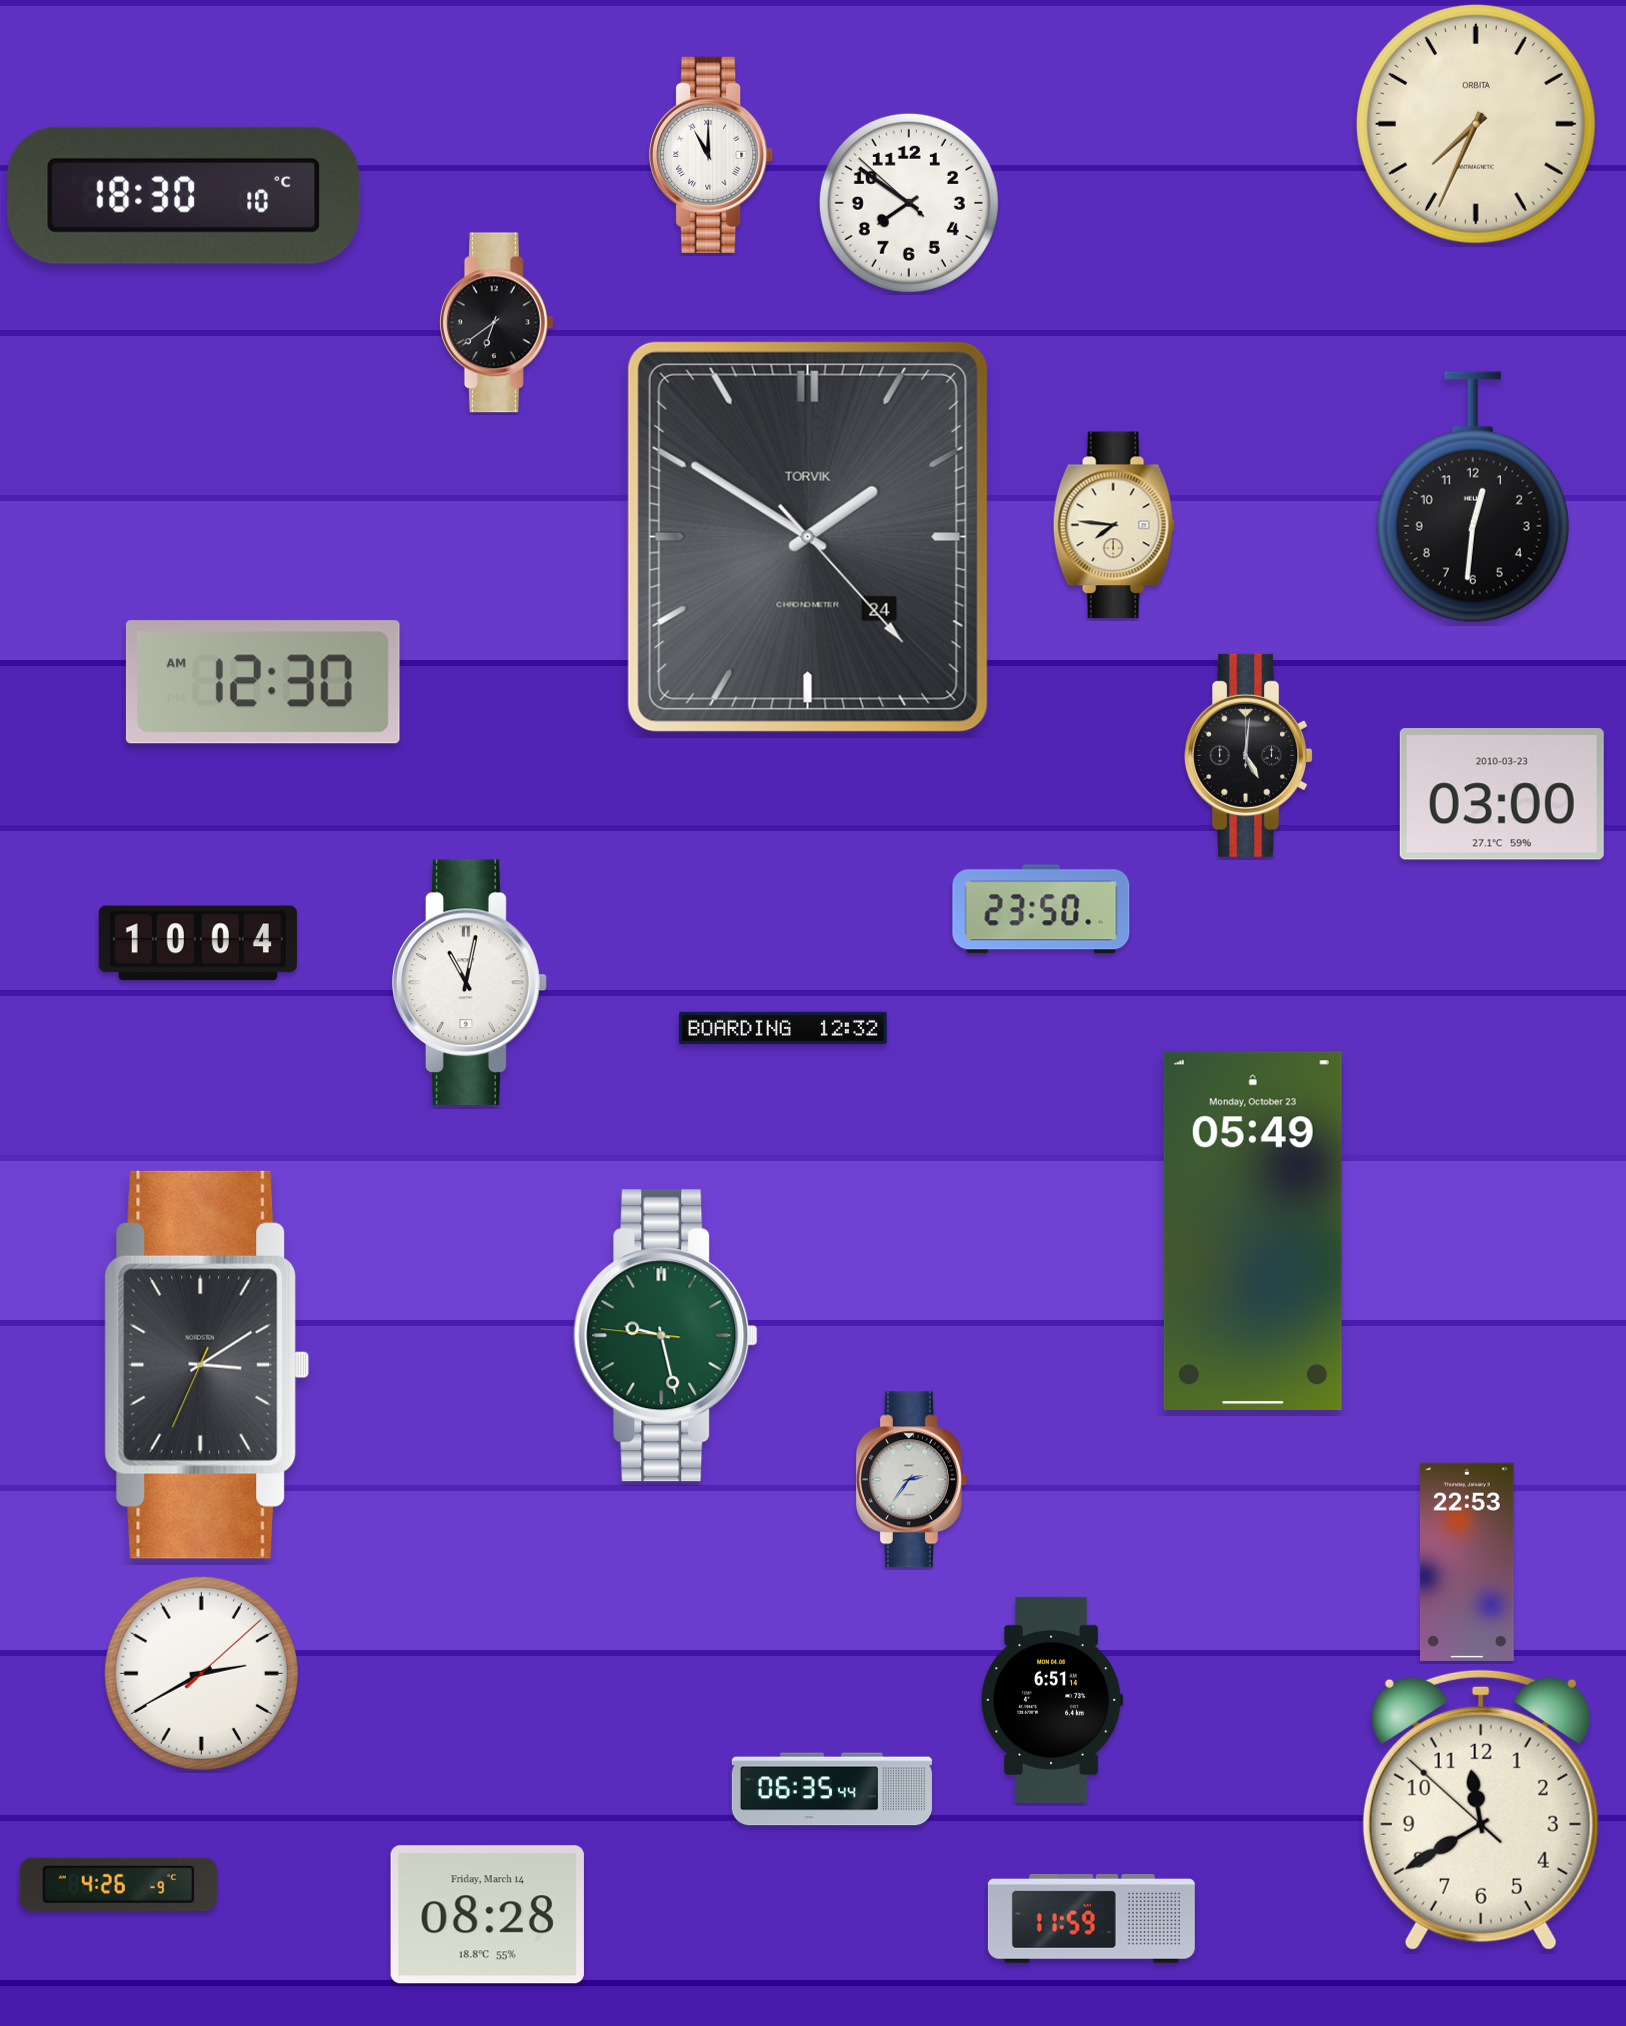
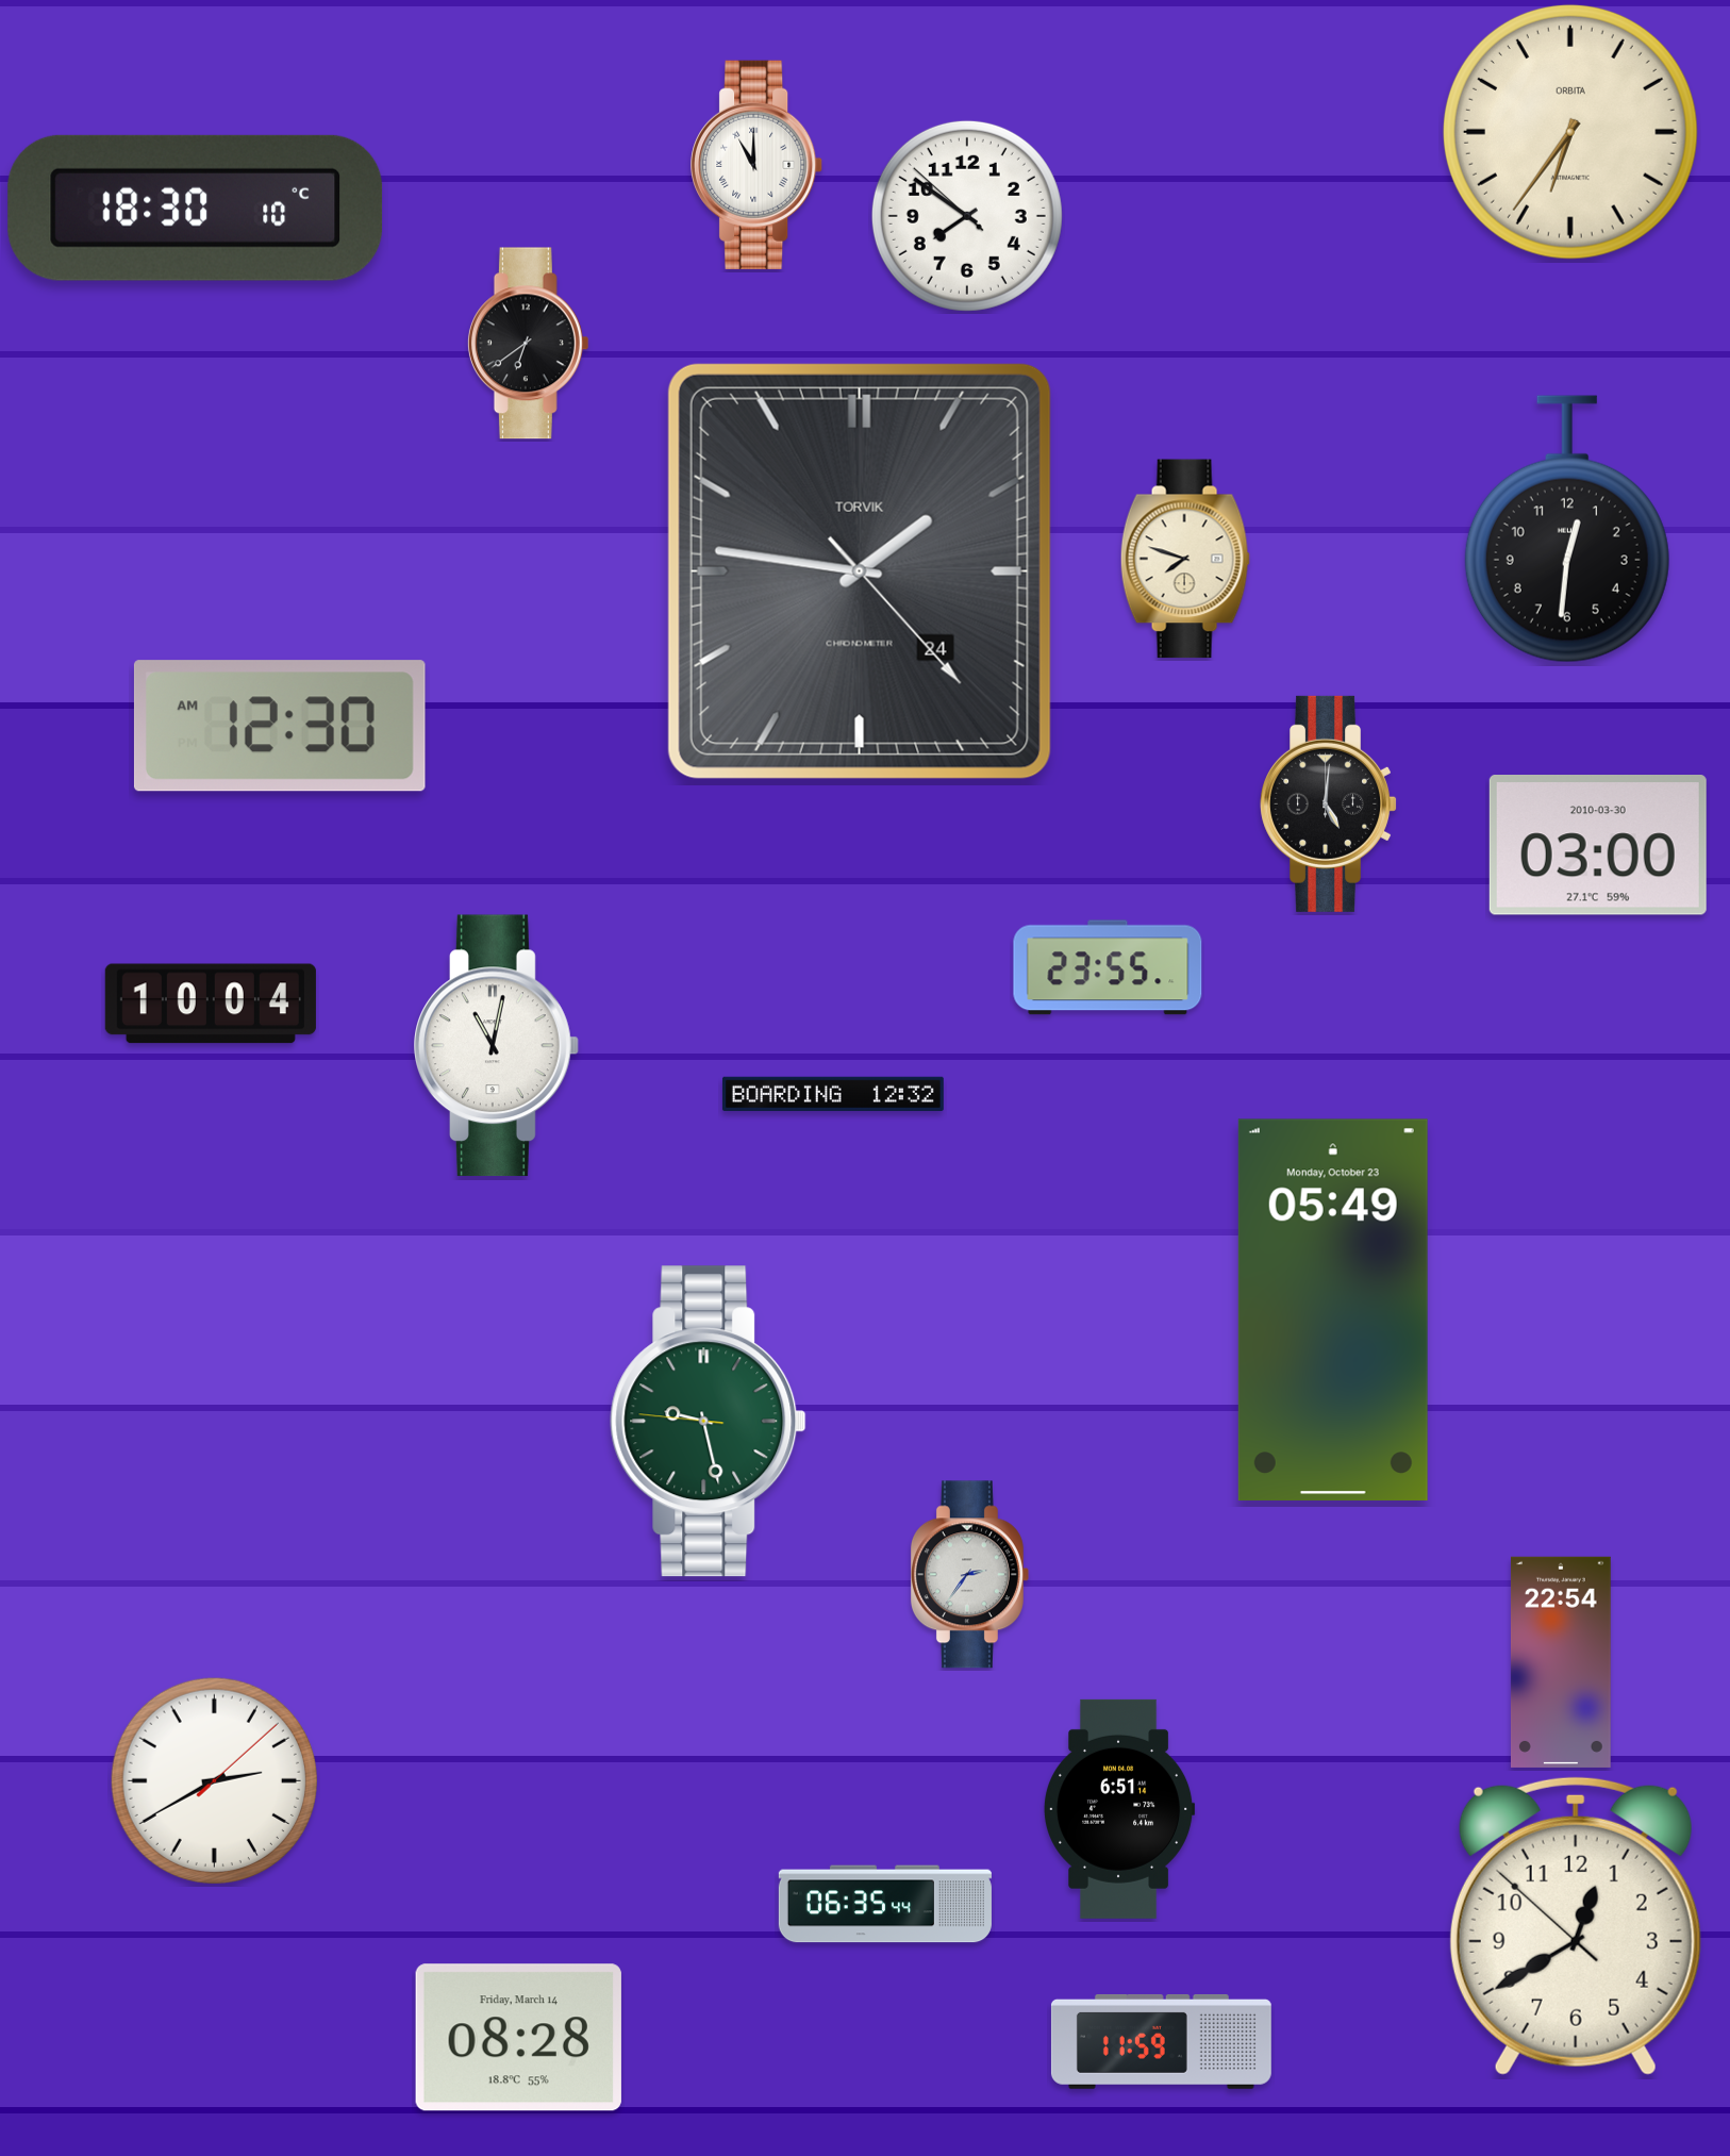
clock at (1476, 124): 7:34 -> 6:36
clock at (1114, 525): 7:46 -> 7:48
clock at (808, 537): 1:50 -> 1:46
clock at (1502, 795) date: 2010-03-23 -> 2010-03-30
clock at (1041, 909): 23:50 -> 23:55
clock at (470, 983) position: (470, 983) -> (497, 1046)
clock at (207, 1365): 3:09 -> none
clock at (1467, 1562): 22:53 -> 22:54
clock at (1481, 1810): 11:39 -> 12:39
clock at (118, 1884): 4:26 -> none
